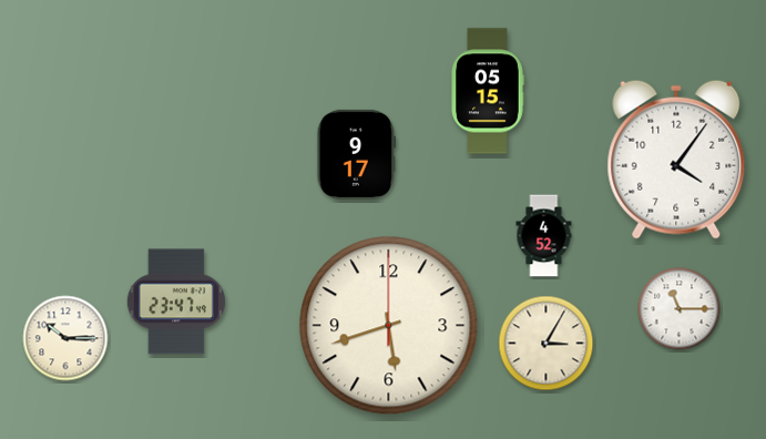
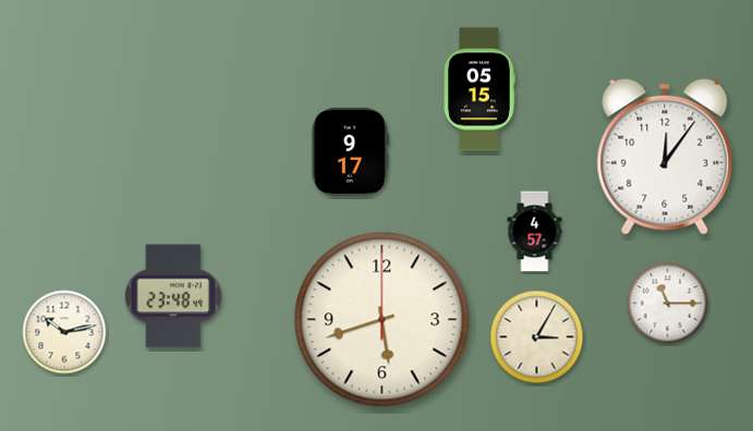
clock at (676, 160): 4:06 -> 12:06
clock at (544, 236): 4:52 -> 4:57
clock at (176, 302): 23:47 -> 23:48
clock at (65, 338): 10:15 -> 10:13
